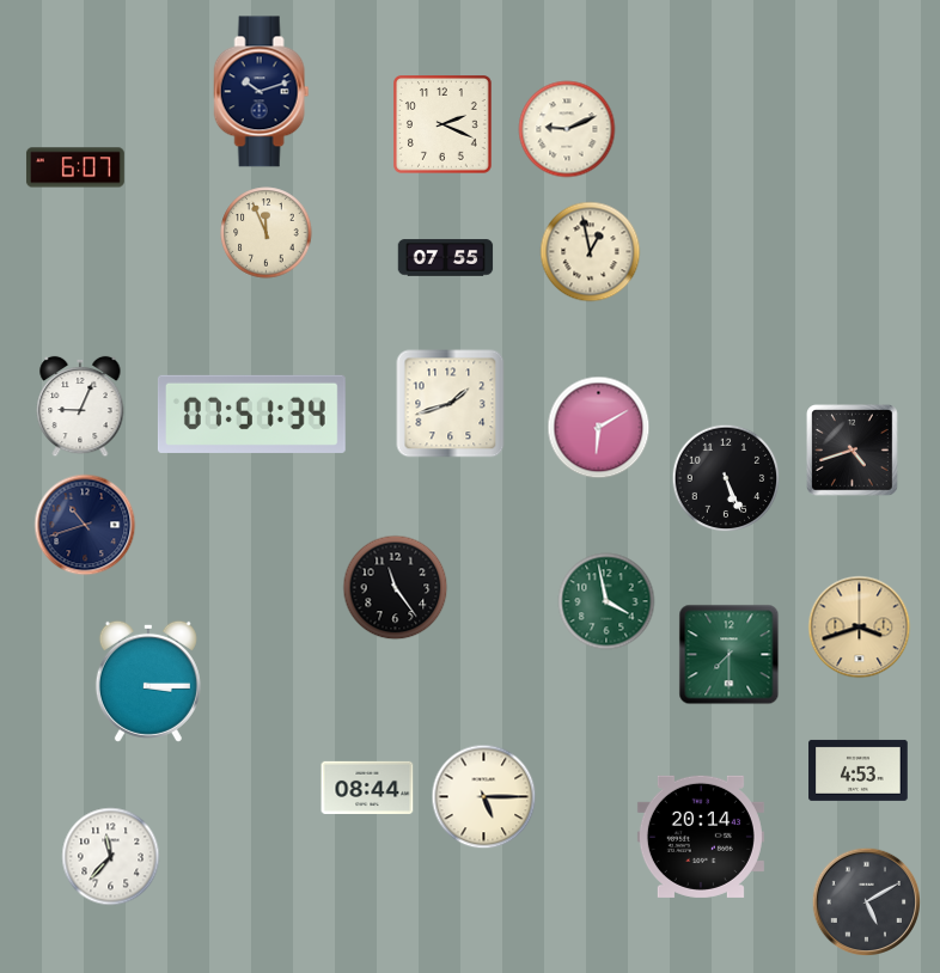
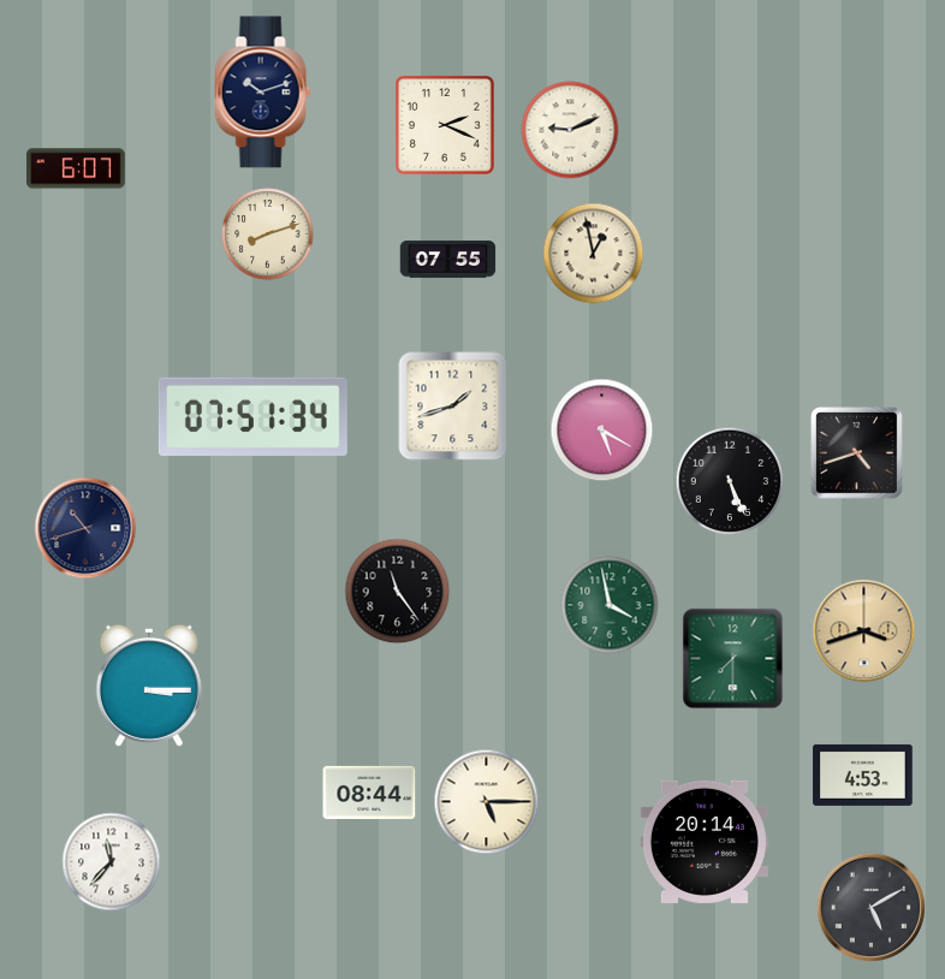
clock at (267, 233): 11:56 -> 8:12
clock at (80, 406): 9:04 -> none
clock at (599, 428): 6:10 -> 5:20
